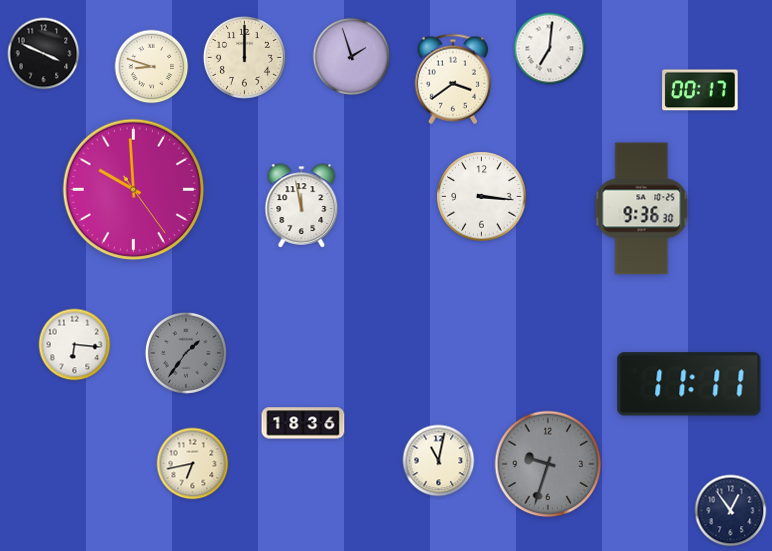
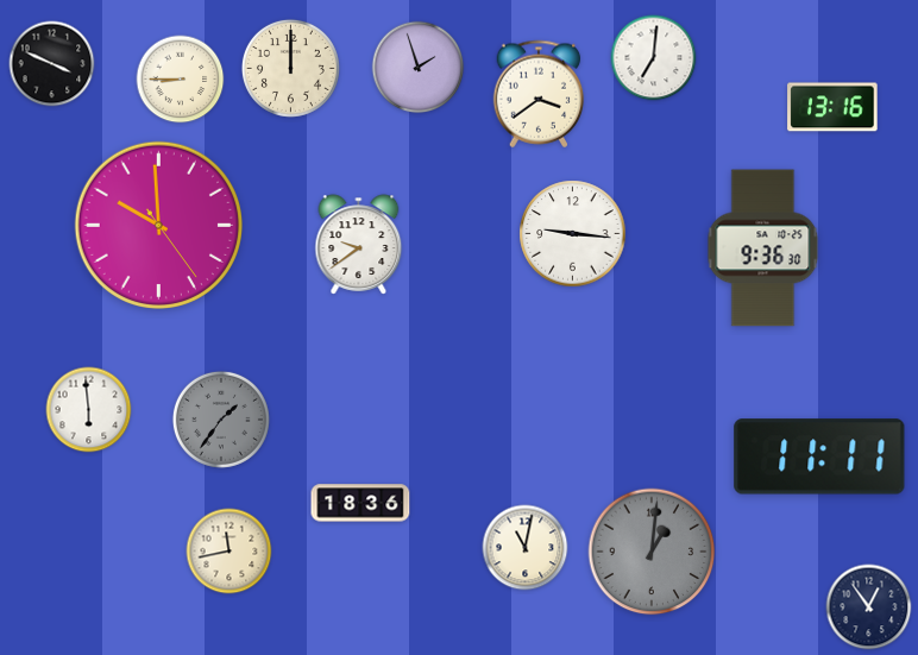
clock at (152, 67): 8:48 -> 8:45
clock at (700, 90): 00:17 -> 13:16
clock at (482, 197): 3:16 -> 9:16
clock at (302, 206): 11:58 -> 9:39
clock at (75, 345): 6:16 -> 5:59
clock at (439, 461) position: (439, 461) -> (526, 548)
clock at (193, 464): 6:43 -> 11:43
clock at (548, 464): 9:33 -> 1:01
